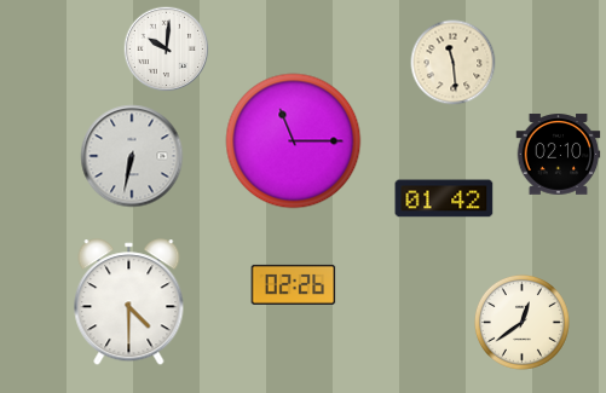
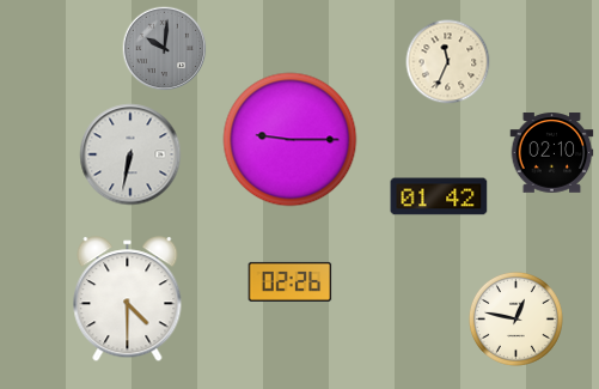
clock at (167, 50) dial: white -> grey
clock at (454, 63): 11:29 -> 11:34
clock at (294, 141): 11:15 -> 9:15
clock at (521, 322): 12:39 -> 12:47
